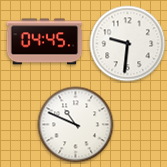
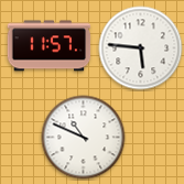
clock at (45, 42): 04:45 -> 11:57
clock at (128, 44): 9:31 -> 5:46
